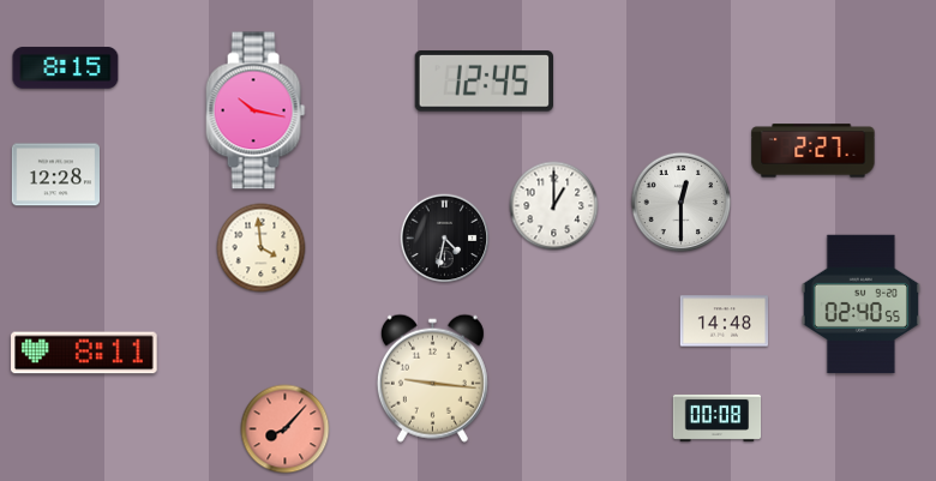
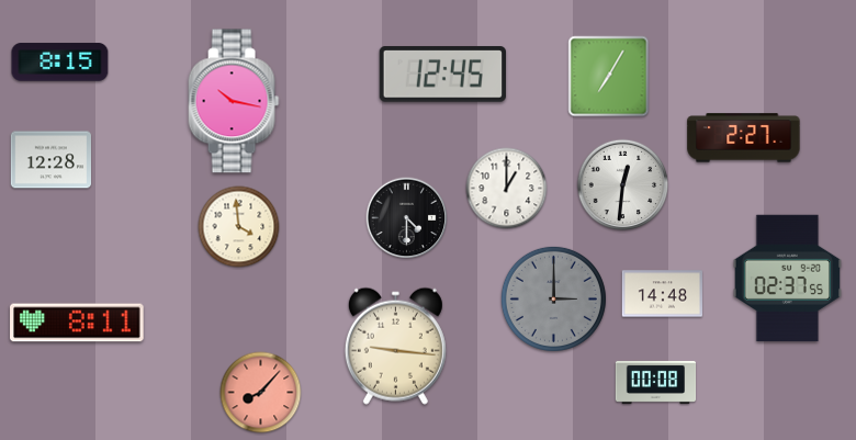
clock at (609, 77): none -> 7:05
clock at (682, 203): 12:30 -> 12:31
clock at (445, 239): 4:32 -> 4:30
clock at (860, 305): 02:40 -> 02:37
clock at (553, 298): none -> 3:00
